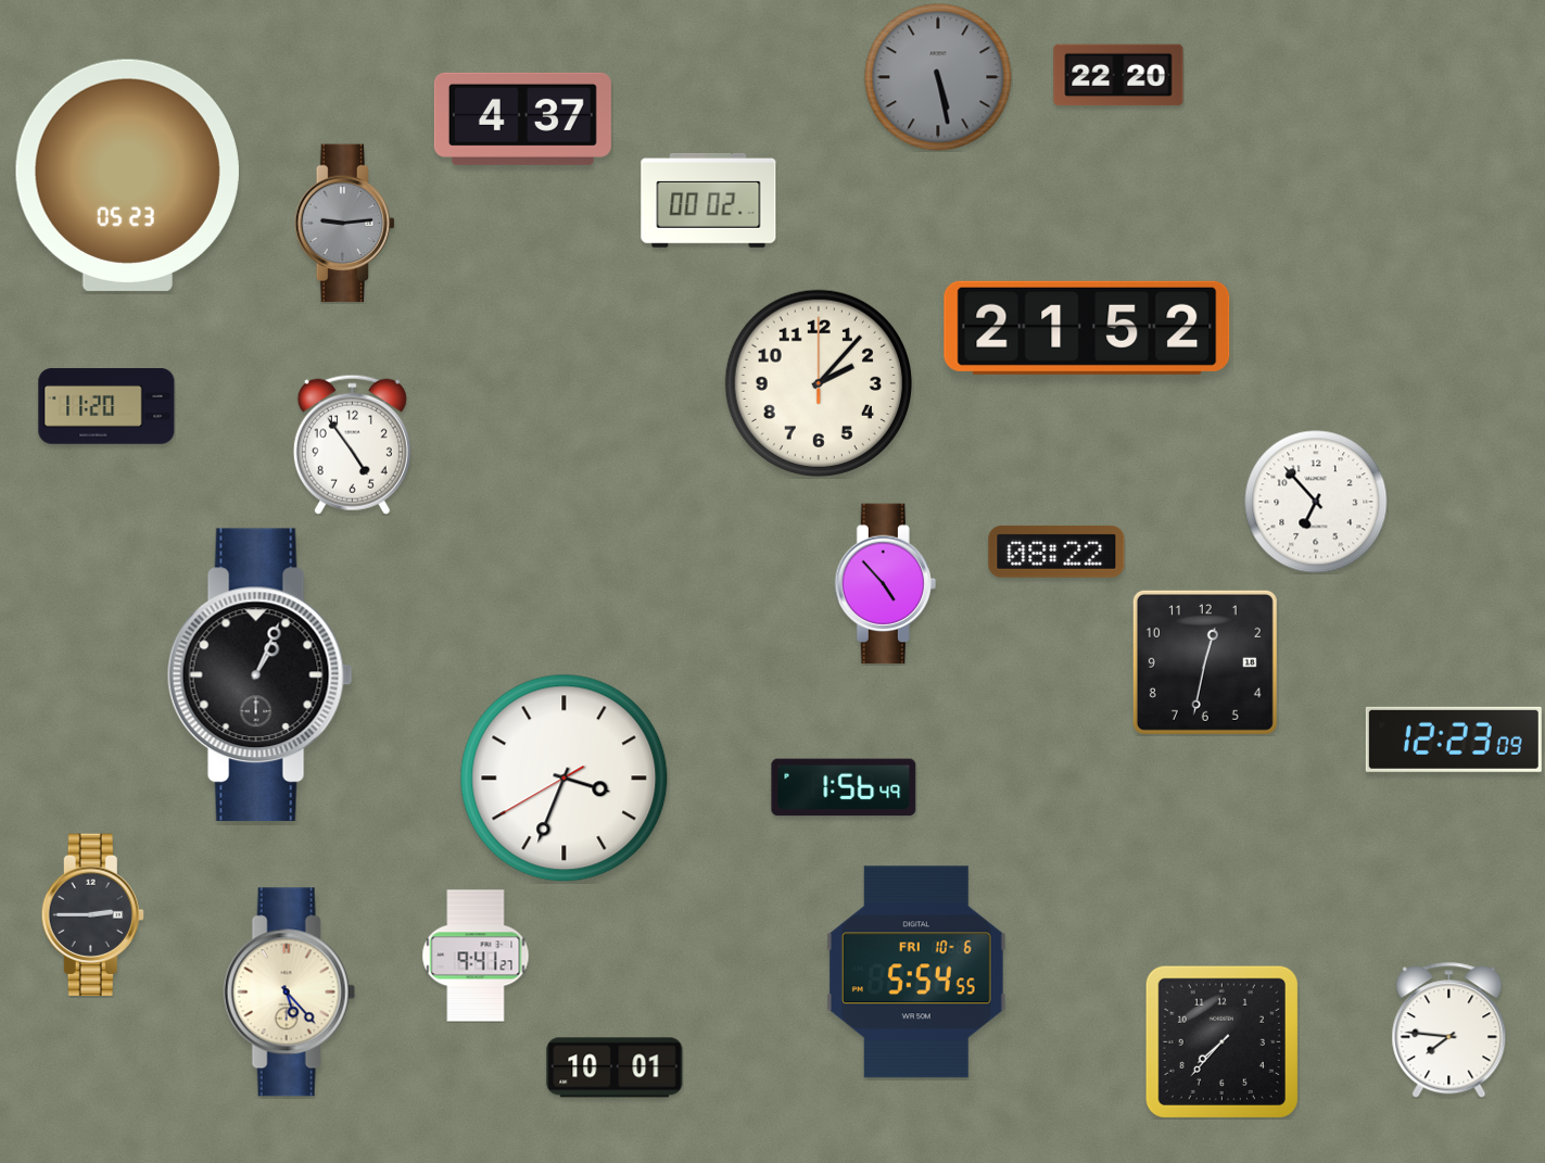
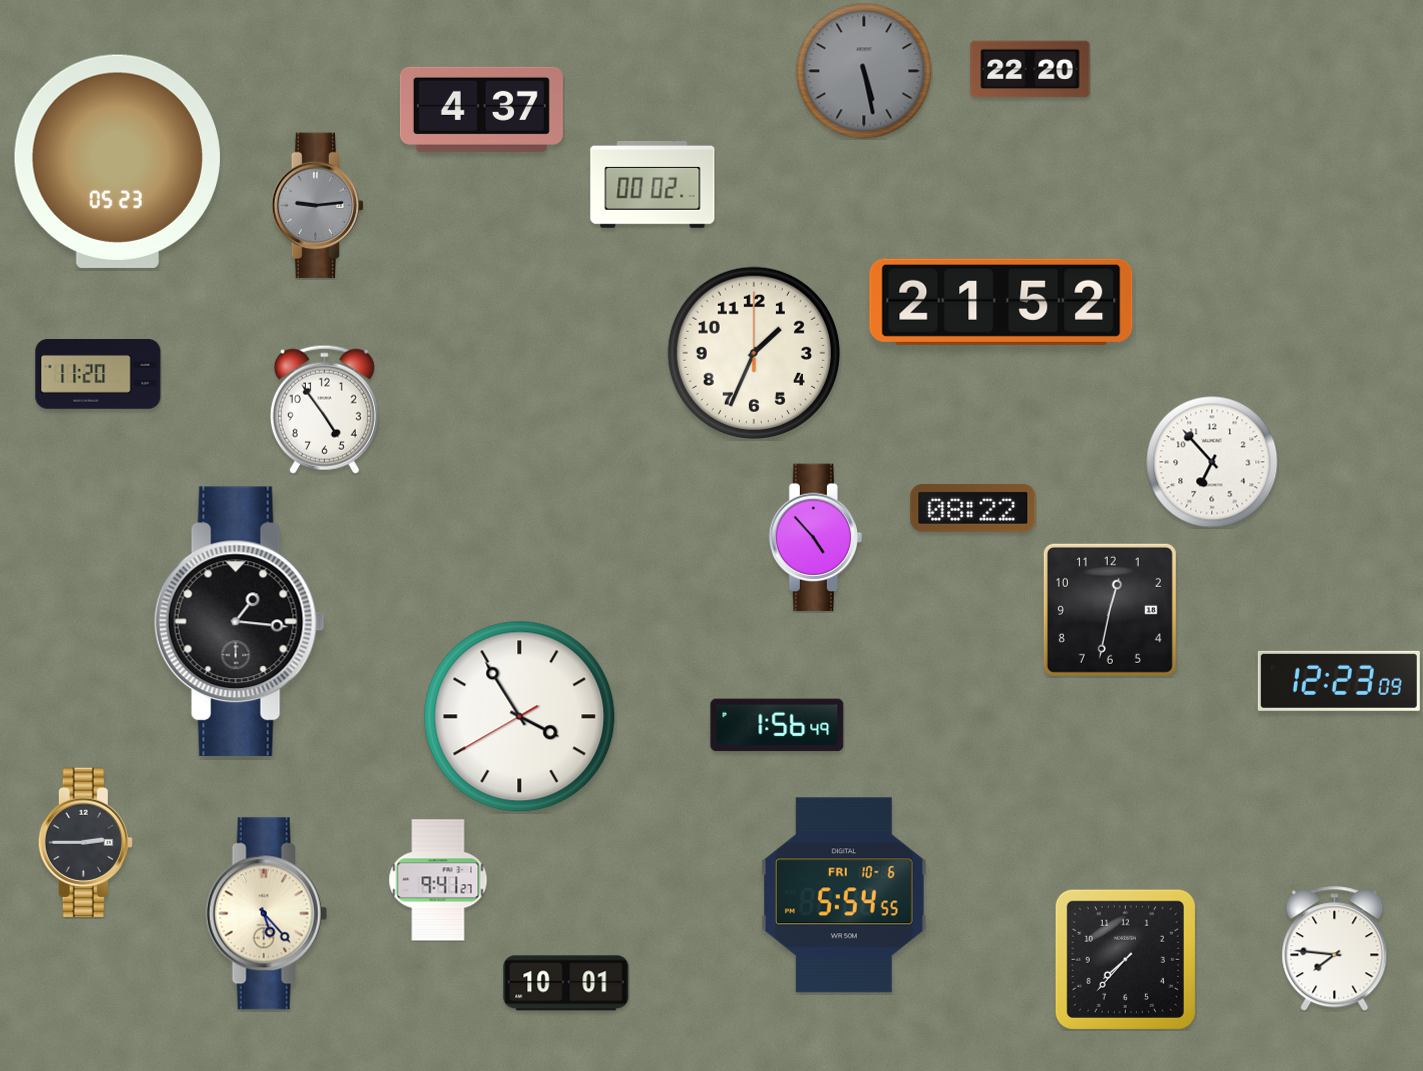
clock at (819, 383): 2:07 -> 1:34
clock at (259, 675): 1:04 -> 1:16
clock at (565, 779): 3:33 -> 3:54
